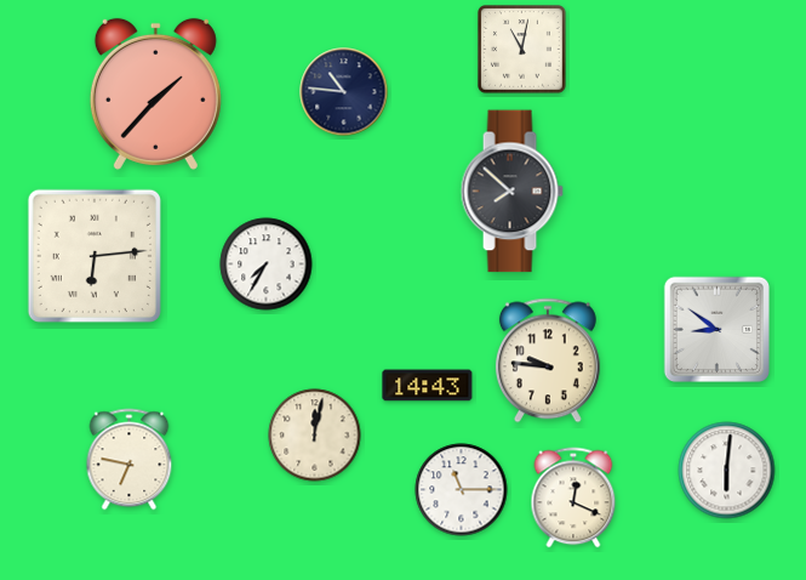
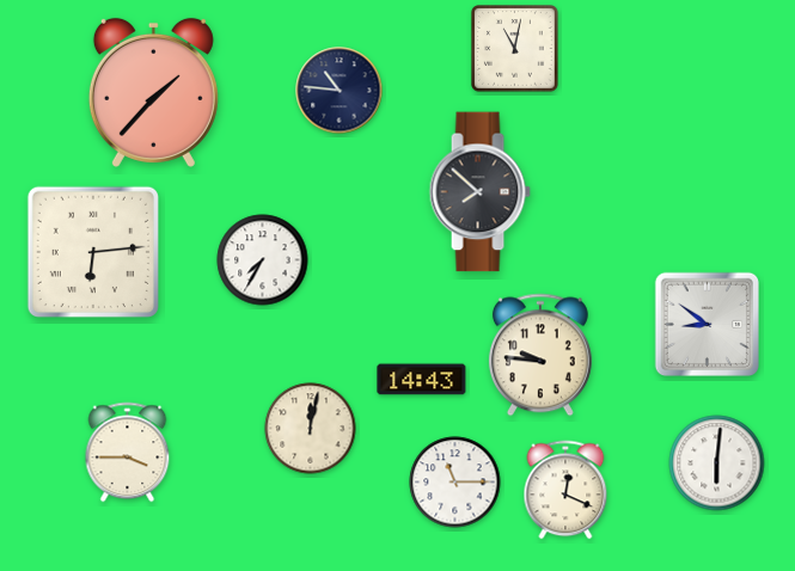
clock at (511, 192) position: (511, 192) -> (479, 192)
clock at (130, 460): 6:47 -> 3:45
